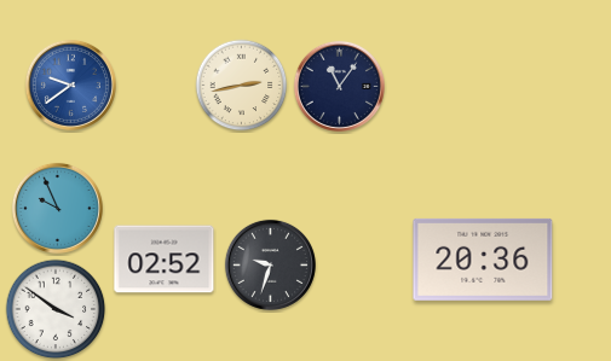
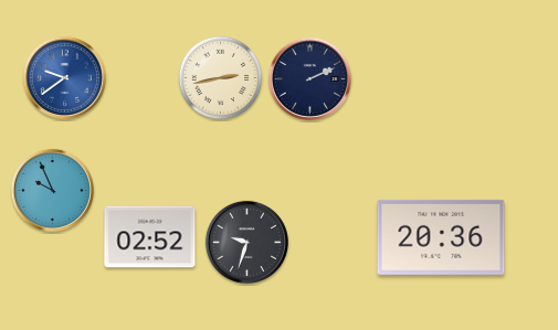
clock at (339, 86): 11:06 -> 2:11
clock at (56, 309): 3:51 -> none
